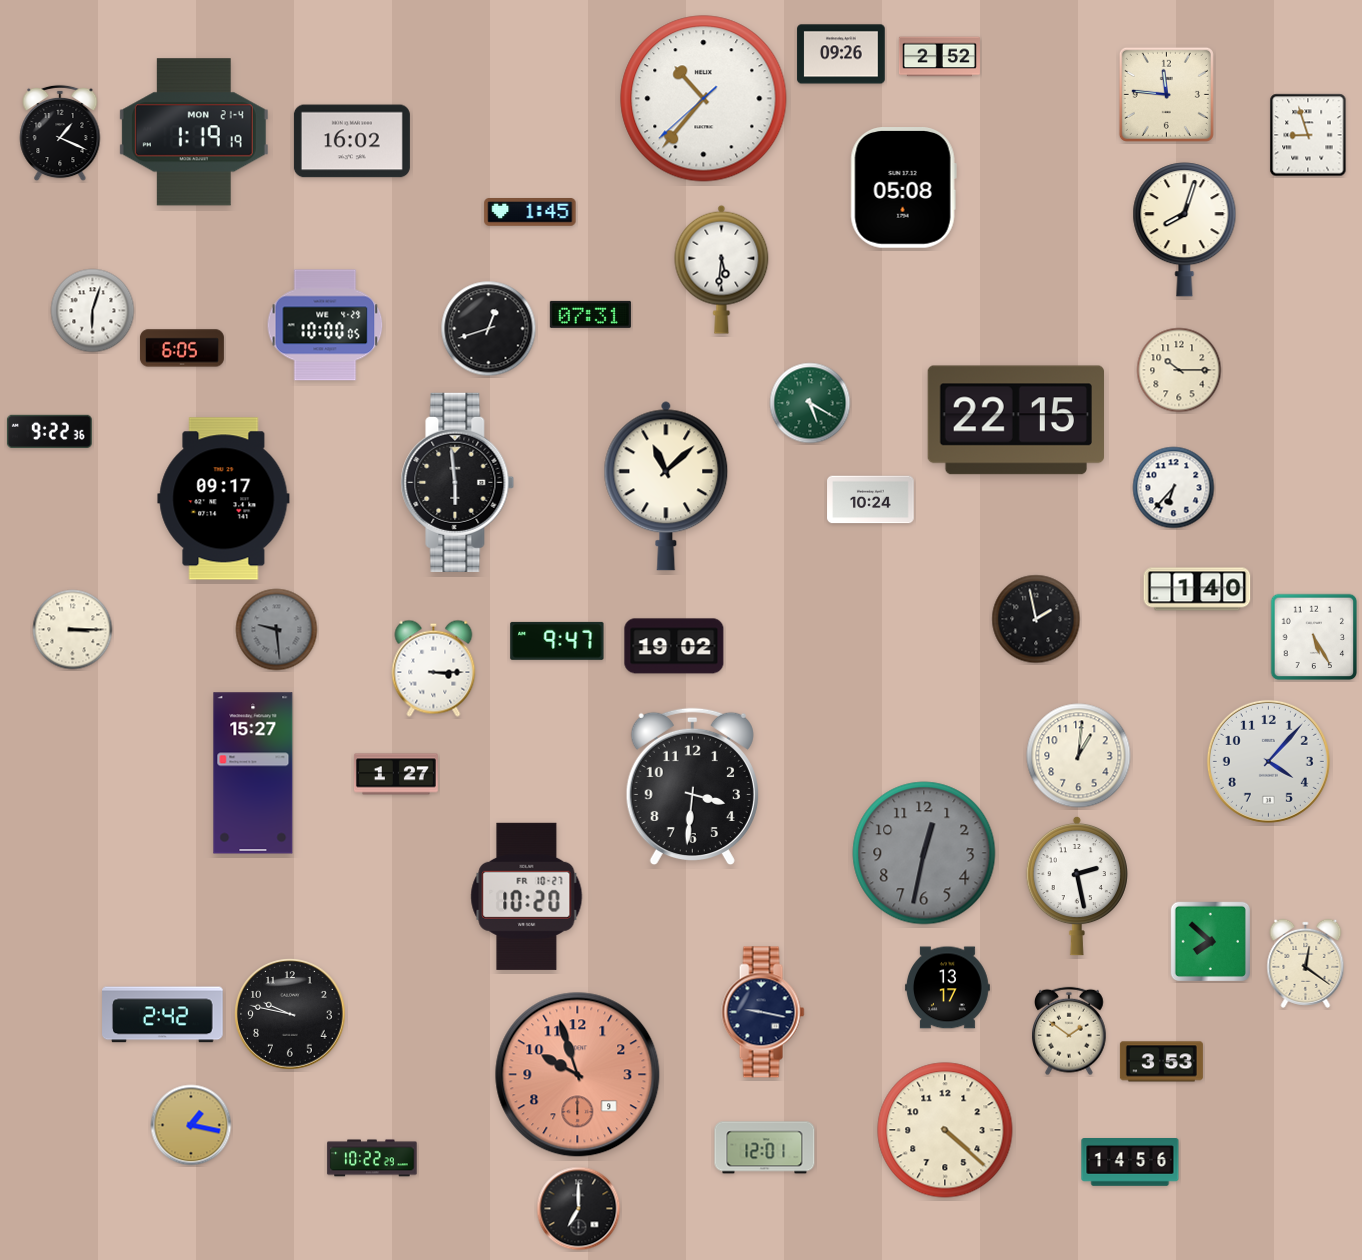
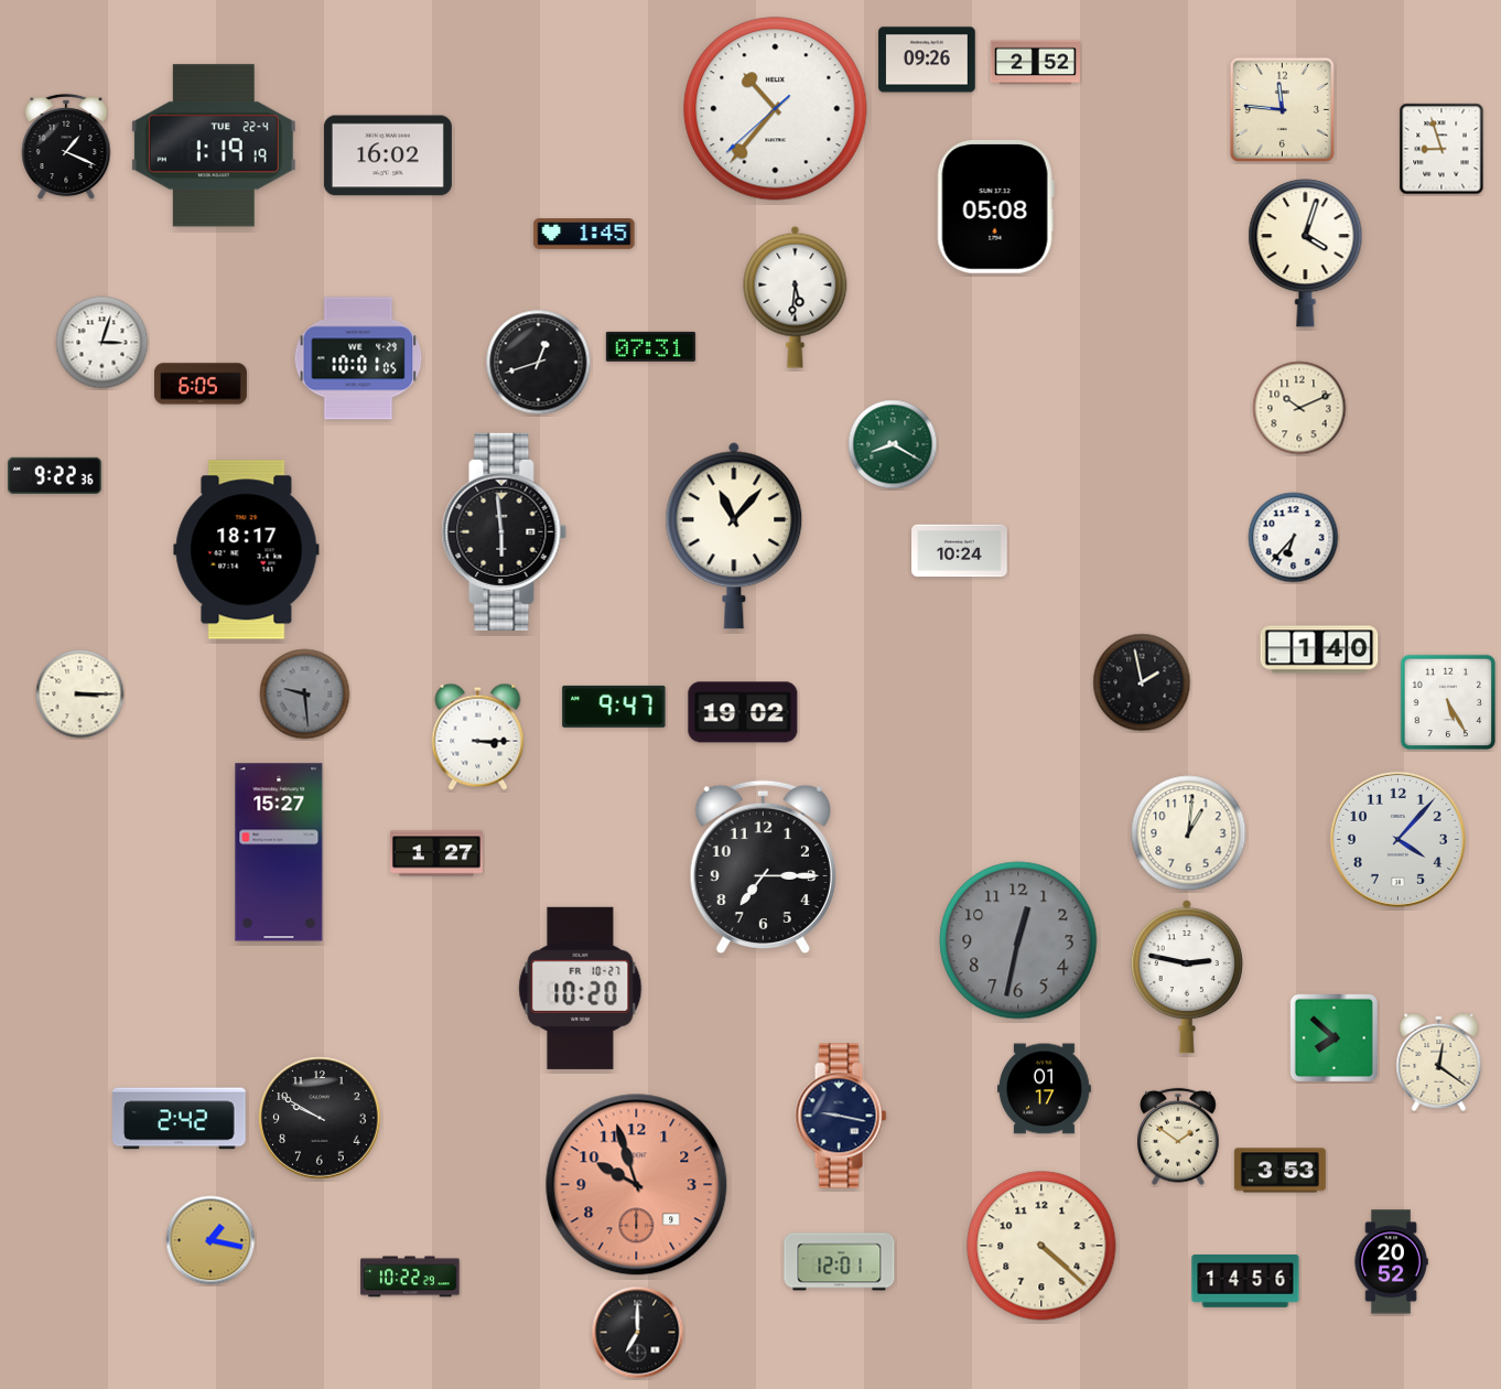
clock at (1166, 94) position: (1166, 94) -> (1282, 109)
clock at (194, 132) date: MON 21-4 -> TUE 22-4
clock at (1185, 230): 8:03 -> 4:03
clock at (93, 311): 6:03 -> 3:03
clock at (325, 325): 10:00 -> 10:01
clock at (1179, 370): 10:15 -> 10:11
clock at (810, 403): 5:20 -> 8:20
clock at (1015, 420): 22:15 -> none
clock at (666, 486): 11:08 -> 11:07
clock at (224, 499): 09:17 -> 18:17
clock at (692, 787): 3:31 -> 7:15
clock at (1077, 886): 2:28 -> 2:47
clock at (947, 988): 13:17 -> 01:17
clock at (290, 1014): 9:47 -> 9:50
clock at (1391, 1262): none -> 20:52
clock at (765, 1148) position: (765, 1148) -> (840, 1262)
